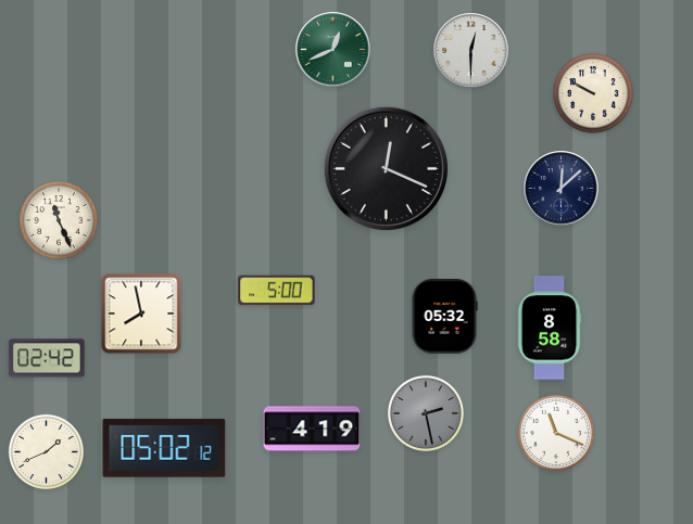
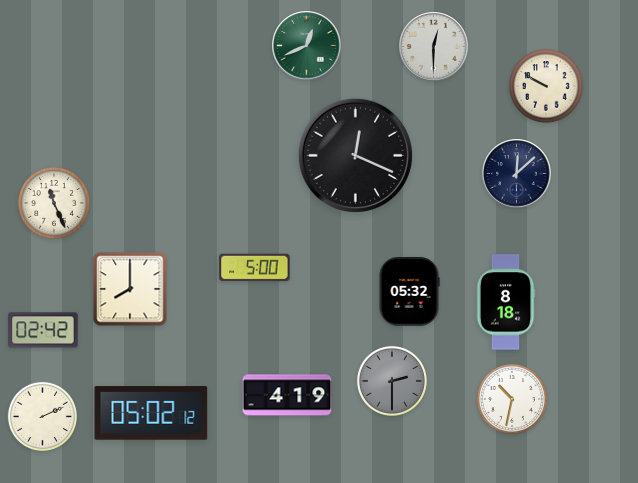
clock at (141, 314): 7:58 -> 8:00
clock at (550, 328): 8:58 -> 8:18
clock at (426, 413): 2:28 -> 2:30
clock at (556, 433): 11:19 -> 10:32
clock at (46, 451): 1:41 -> 2:11
